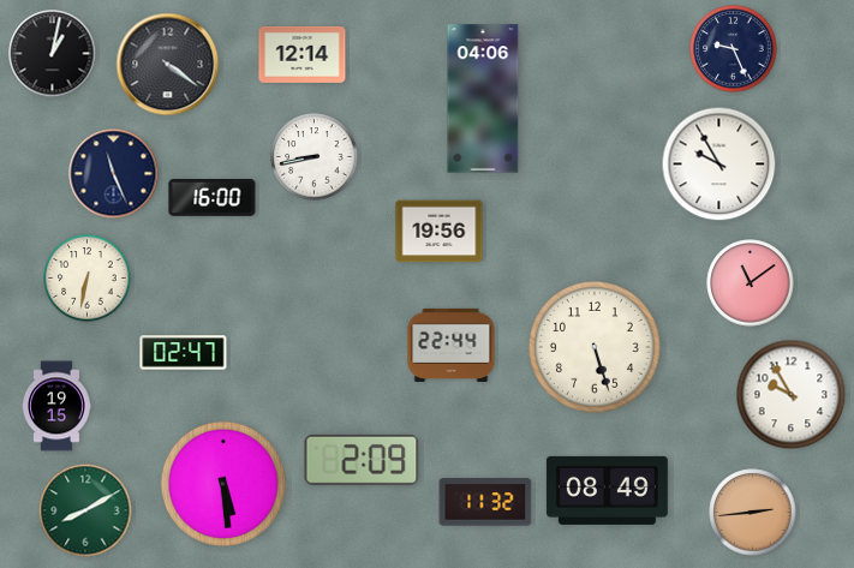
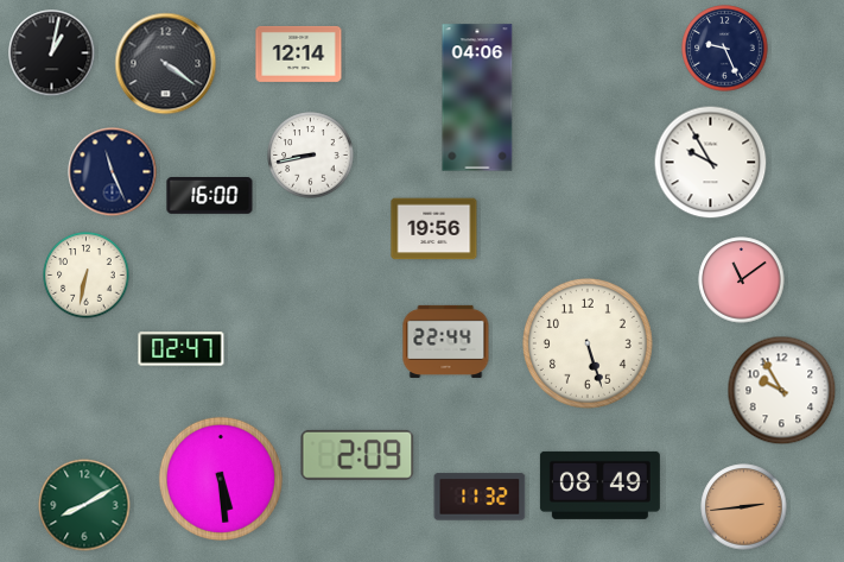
clock at (56, 406): 19:15 -> none
